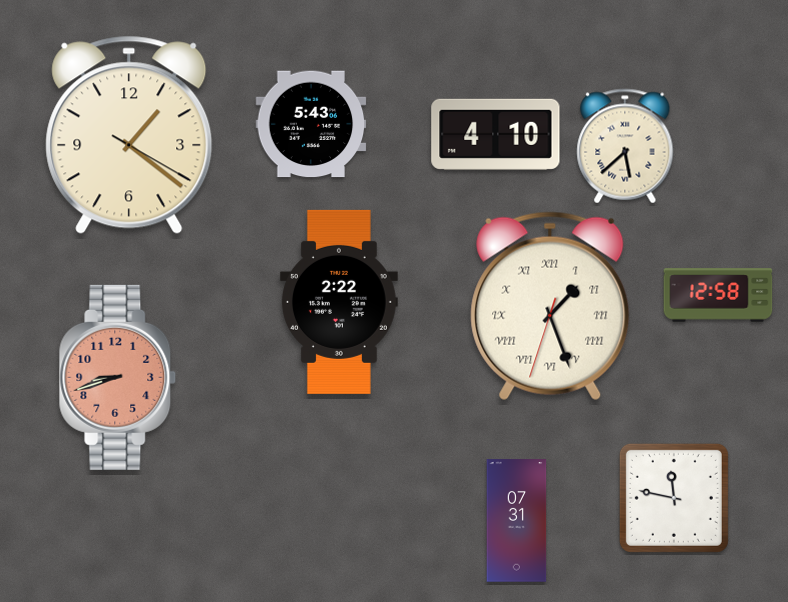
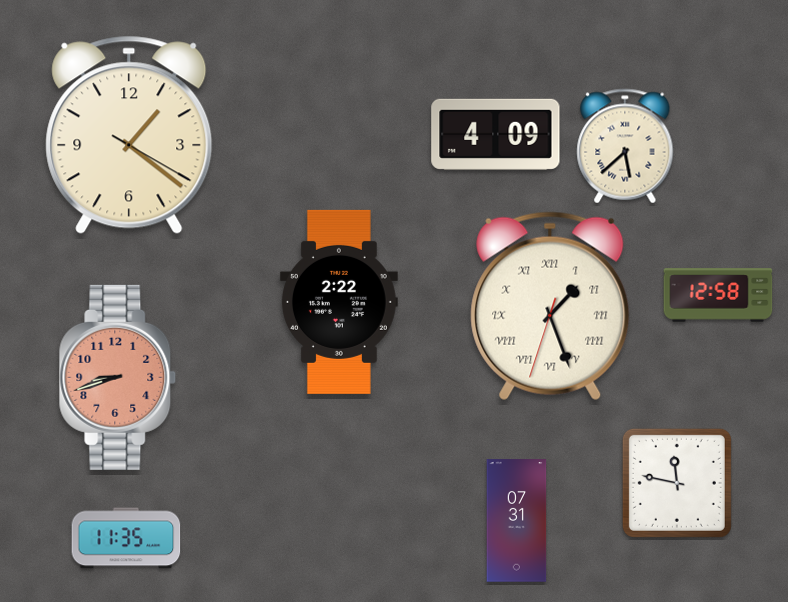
clock at (311, 124): 5:43 -> none
clock at (496, 134): 4:10 -> 4:09
clock at (674, 498) position: (674, 498) -> (677, 483)
clock at (126, 538): none -> 11:35
